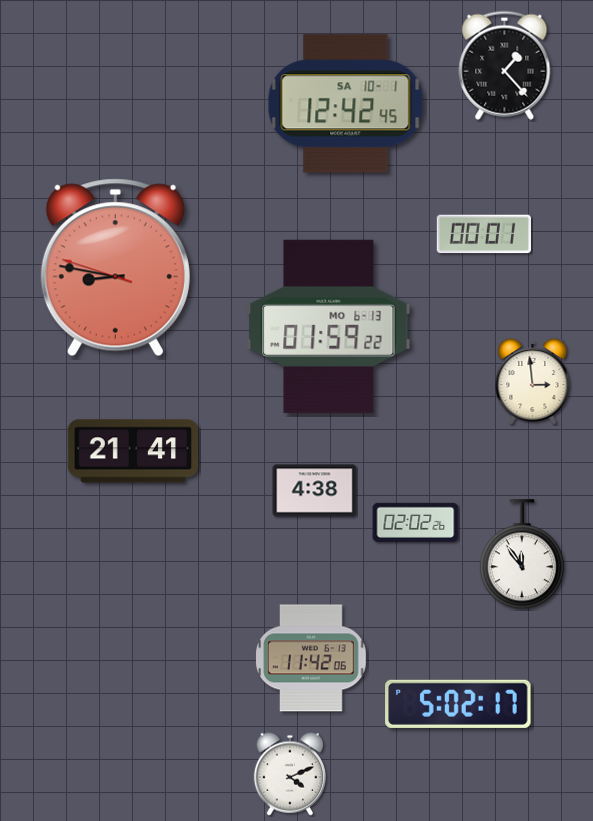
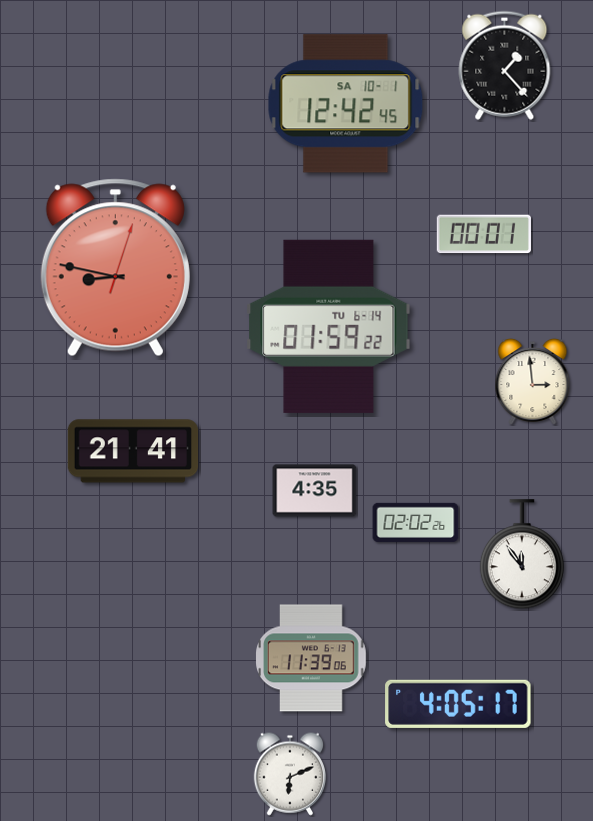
clock at (115, 268): 8:46 -> 8:47
clock at (329, 326) date: MO 6-13 -> TU 6-14
clock at (315, 491): 4:38 -> 4:35
clock at (311, 658): 11:42 -> 11:39
clock at (458, 704): 5:02 -> 4:05
clock at (290, 774): 4:11 -> 6:11
